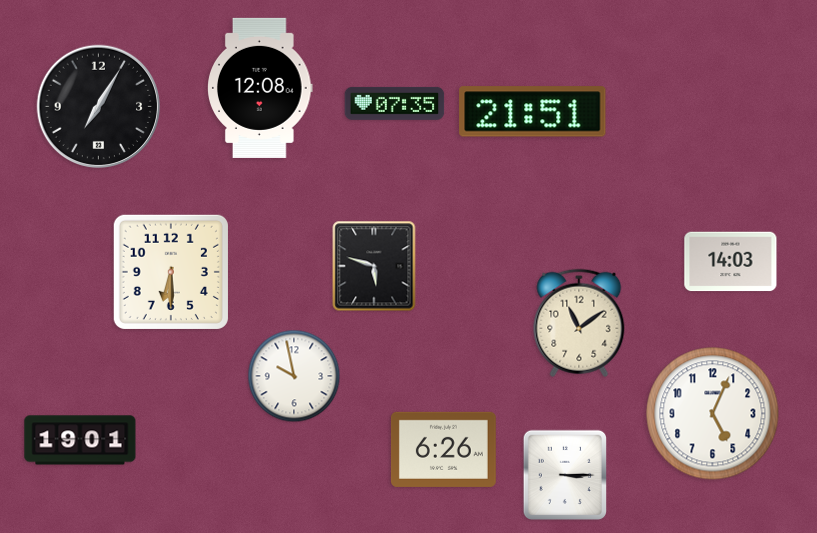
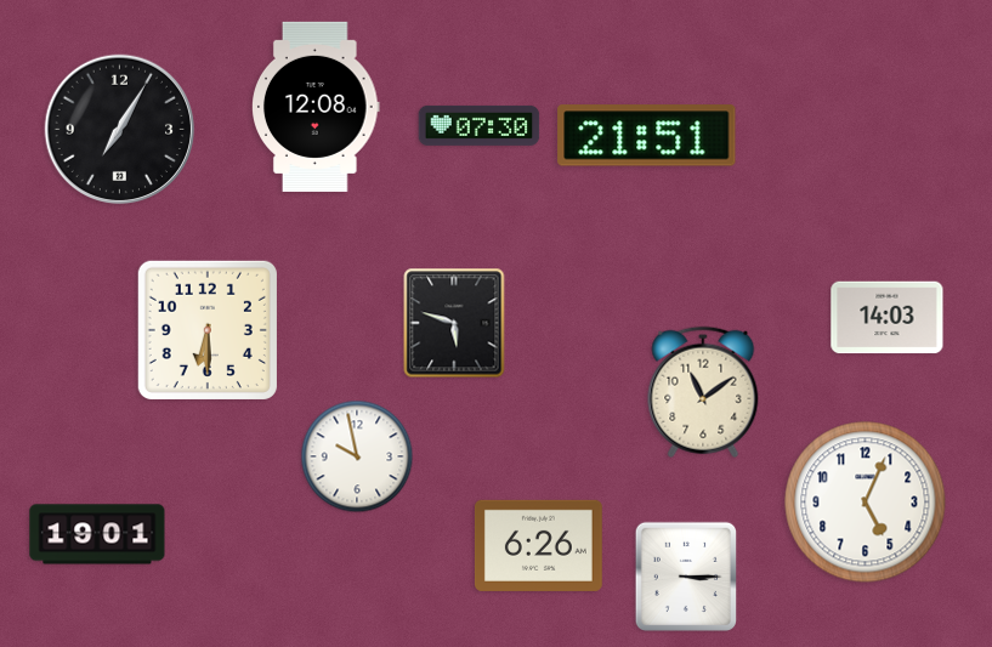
clock at (395, 103): 07:35 -> 07:30
